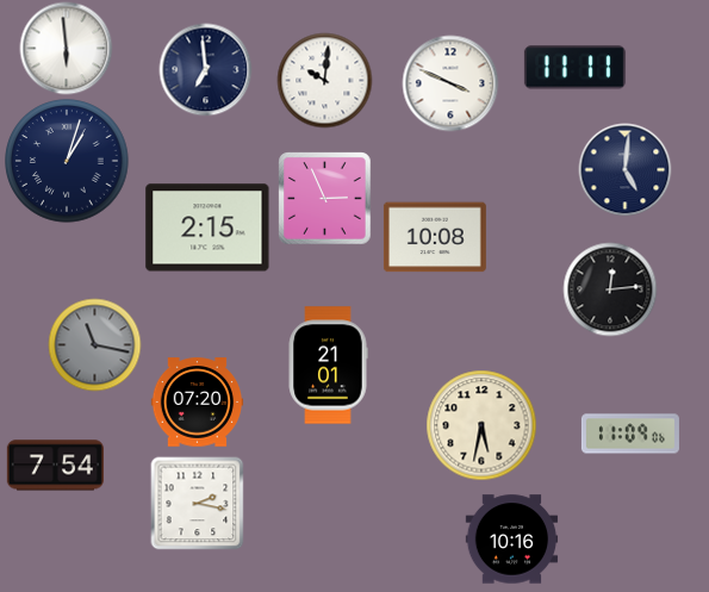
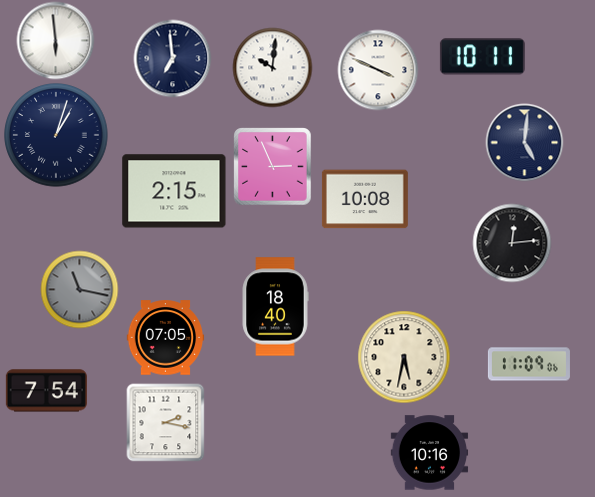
clock at (574, 68): 11:11 -> 10:11
clock at (328, 366): 21:01 -> 18:40
clock at (197, 403): 07:20 -> 07:05
